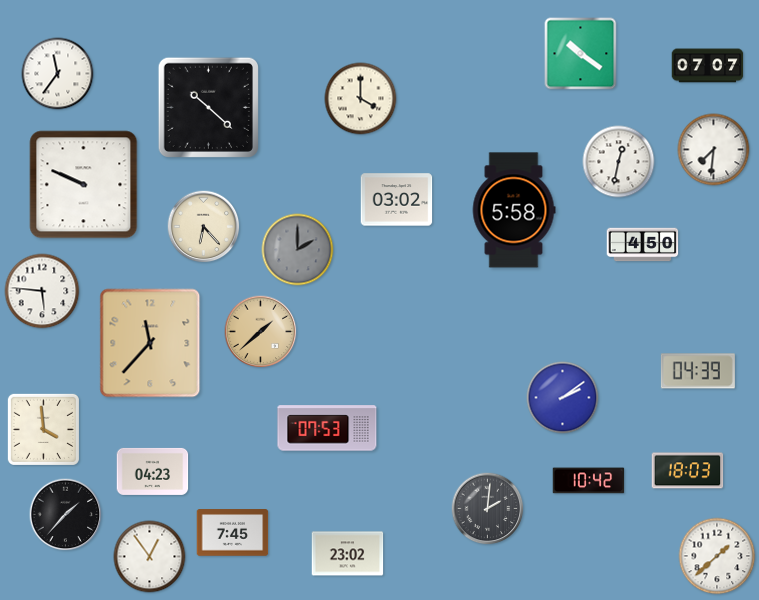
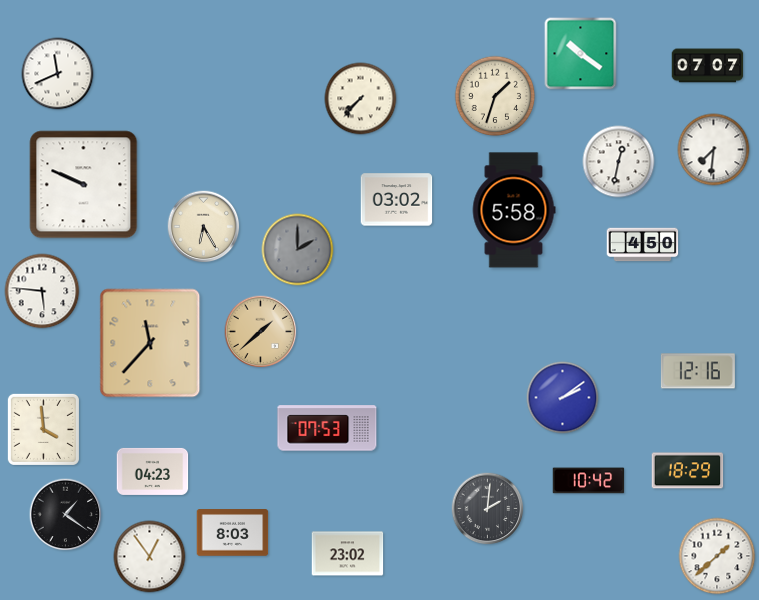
clock at (58, 74): 11:36 -> 11:41
clock at (495, 96): none -> 1:33
clock at (361, 99): 4:00 -> 7:37
clock at (208, 107): 10:22 -> none
clock at (204, 227): 6:23 -> 6:25
clock at (698, 371): 04:39 -> 12:16
clock at (688, 471): 18:03 -> 18:29
clock at (66, 515): 1:37 -> 1:21
clock at (233, 533): 7:45 -> 8:03
